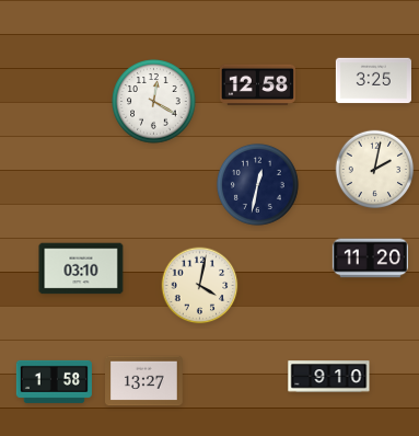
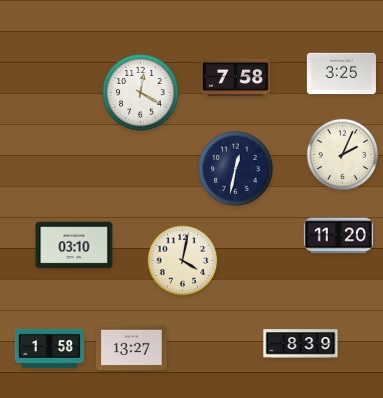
clock at (257, 85): 12:58 -> 7:58
clock at (375, 170): 2:02 -> 2:04
clock at (329, 377): 9:10 -> 8:39
